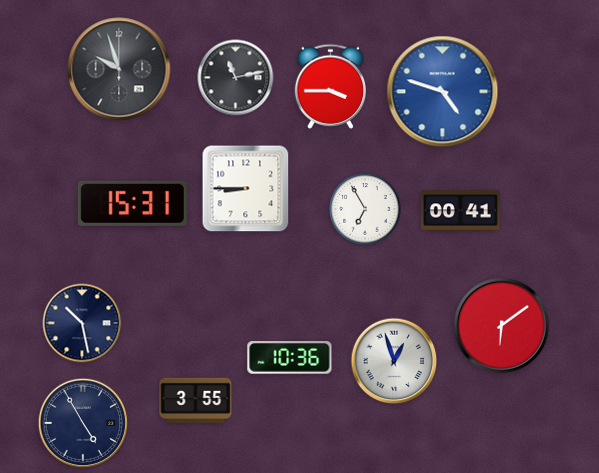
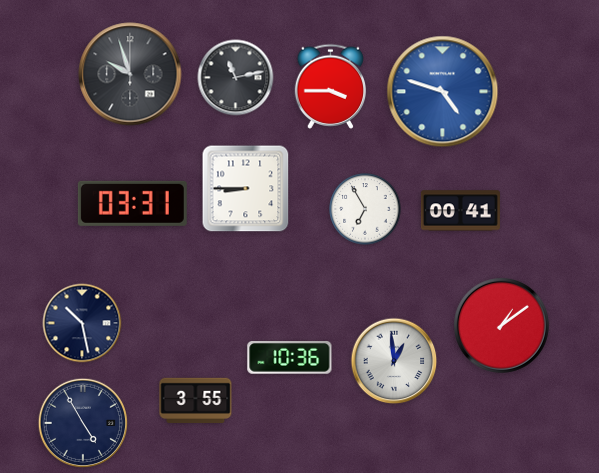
clock at (119, 69) position: (119, 69) -> (130, 74)
clock at (132, 203): 15:31 -> 03:31
clock at (501, 325): 6:09 -> 1:09
clock at (394, 361): 12:57 -> 12:59
